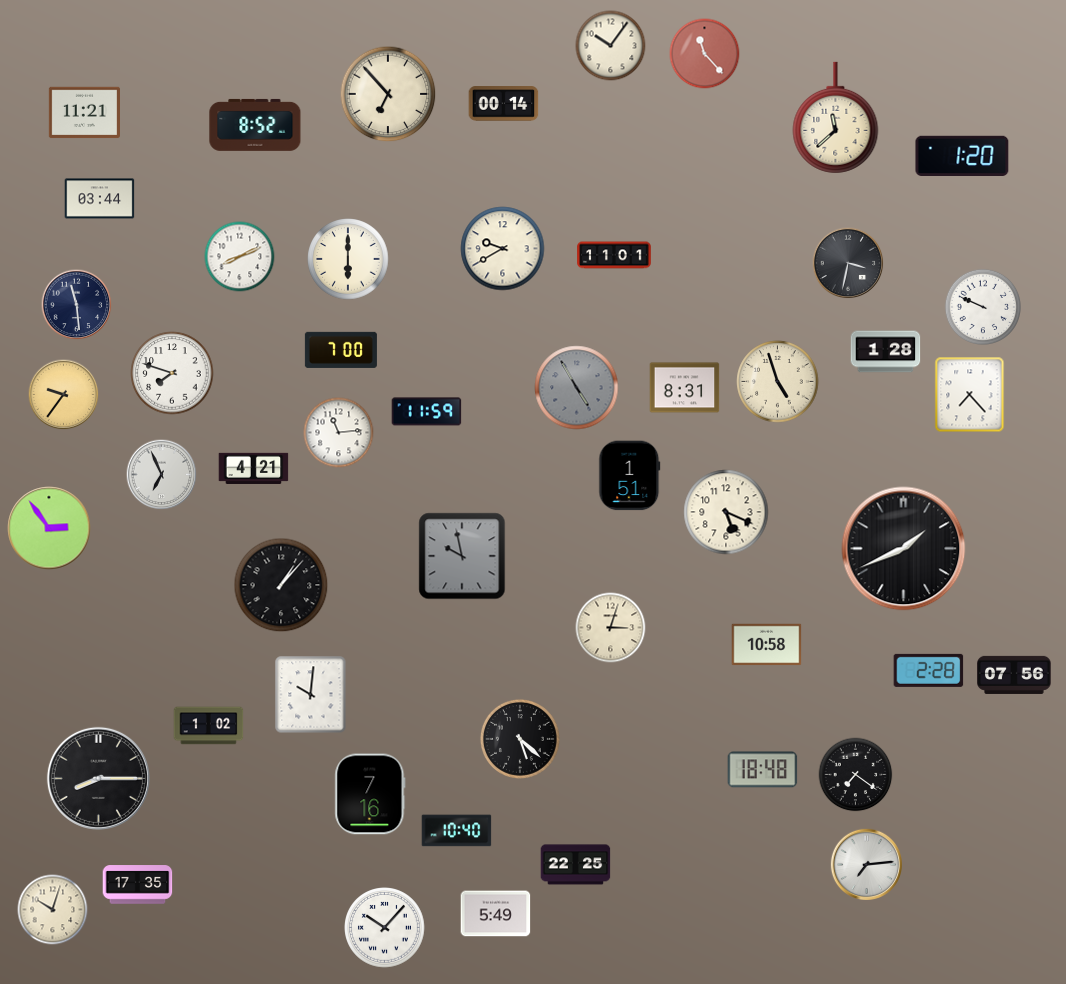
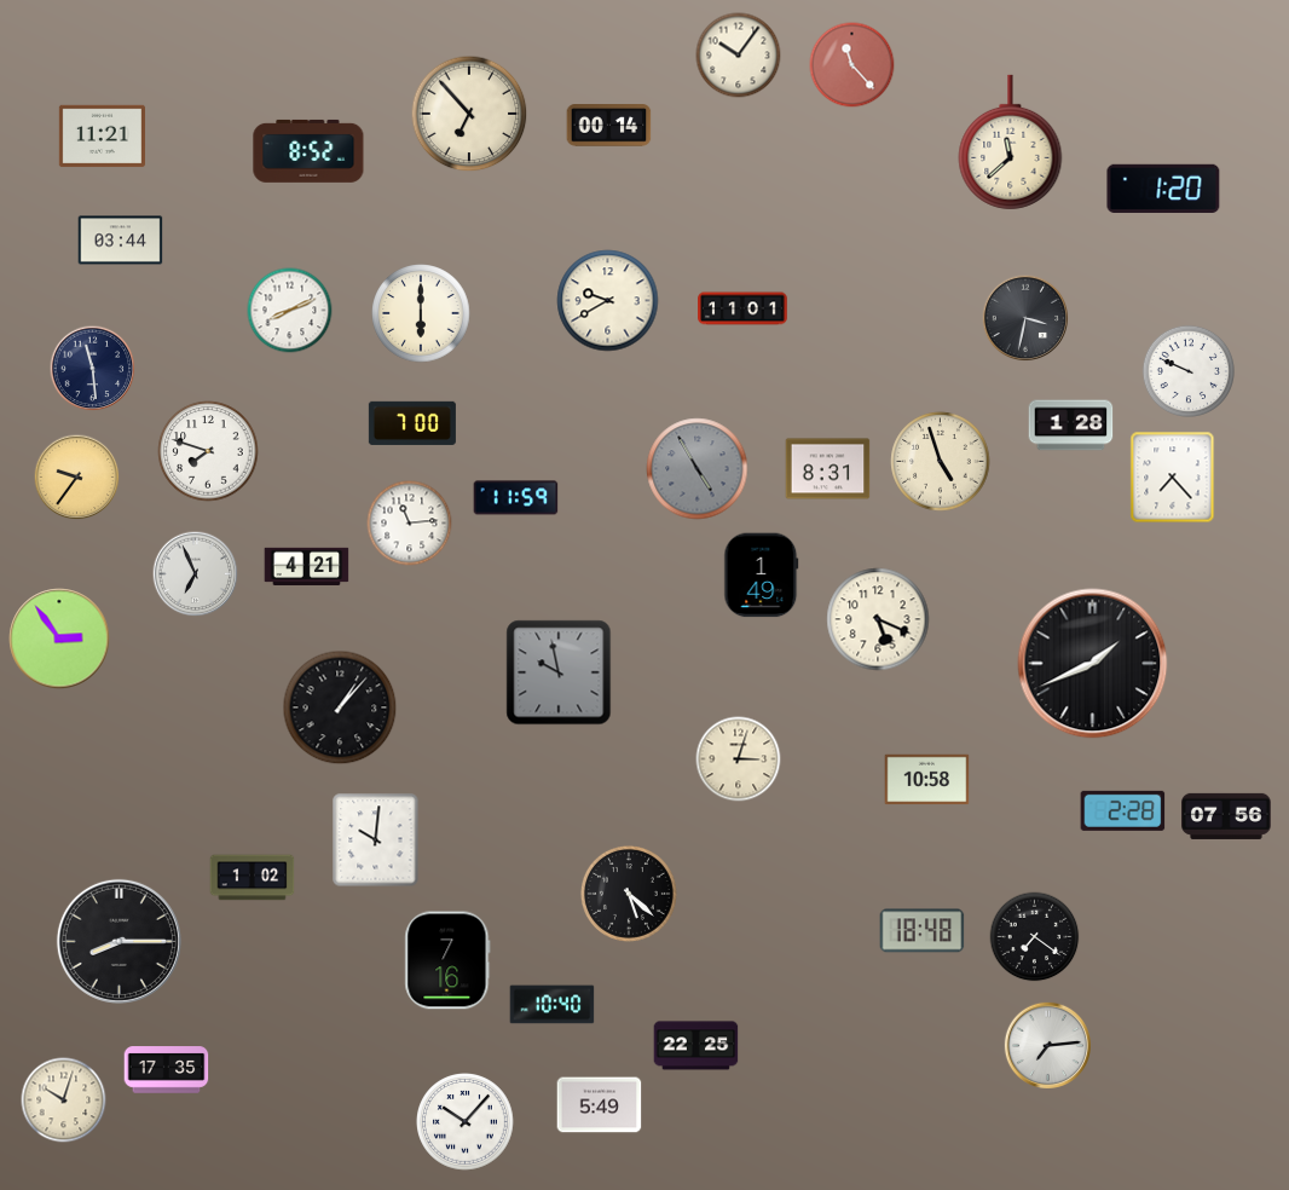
clock at (630, 476): 1:51 -> 1:49
